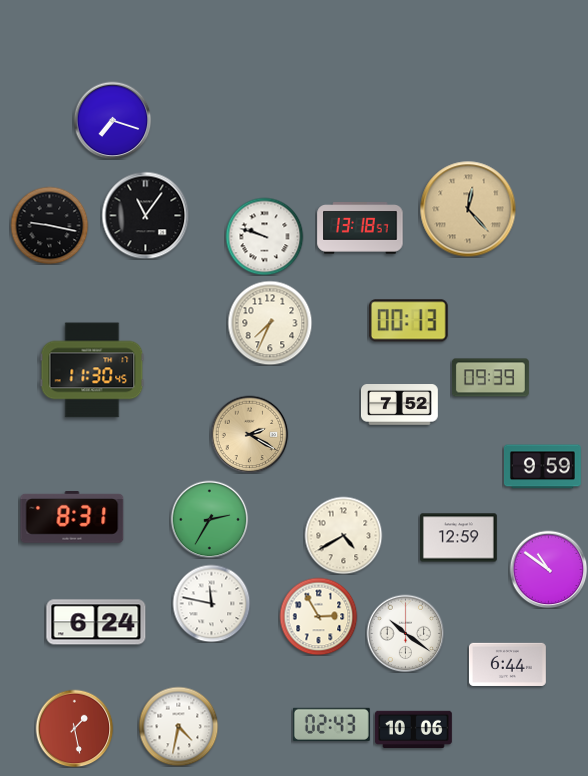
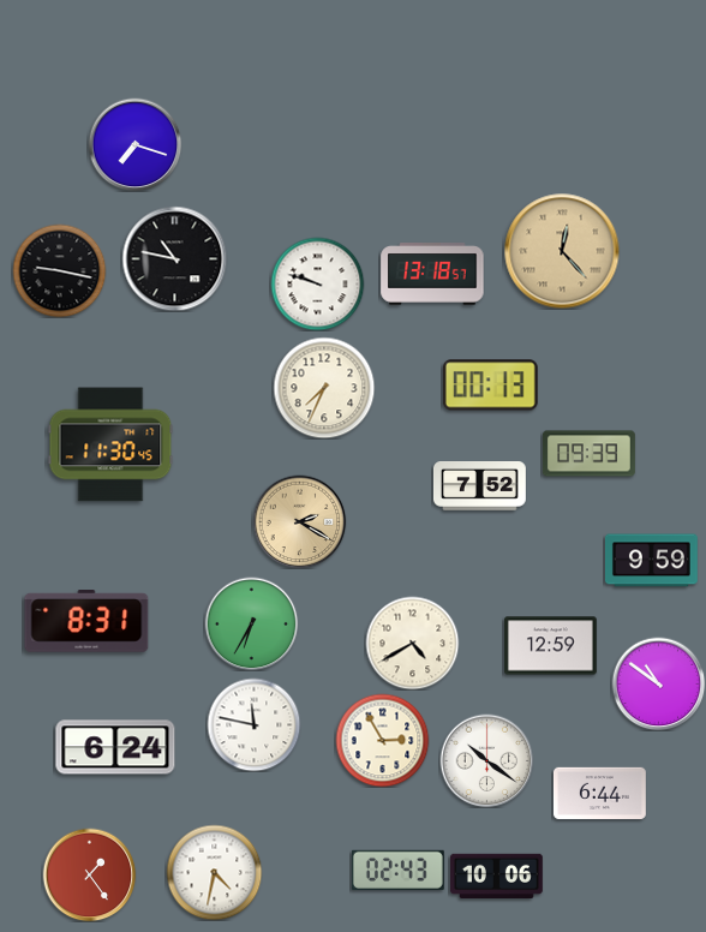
clock at (145, 215): 11:06 -> 10:47
clock at (209, 519): 2:35 -> 6:35
clock at (507, 664) position: (507, 664) -> (599, 793)
clock at (74, 728): 1:28 -> 1:24
